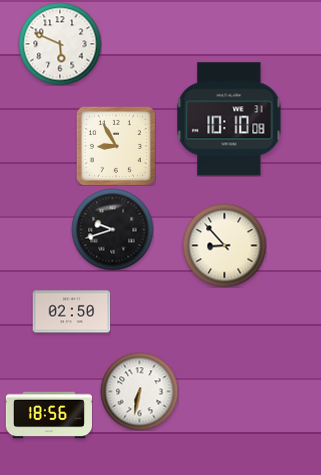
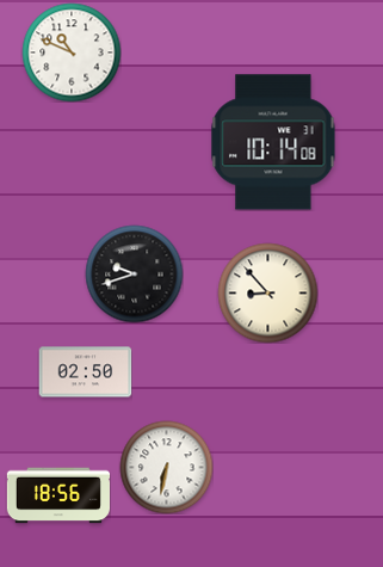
clock at (60, 44): 5:49 -> 10:49
clock at (229, 119): 10:10 -> 10:14
clock at (116, 146): 8:55 -> none
